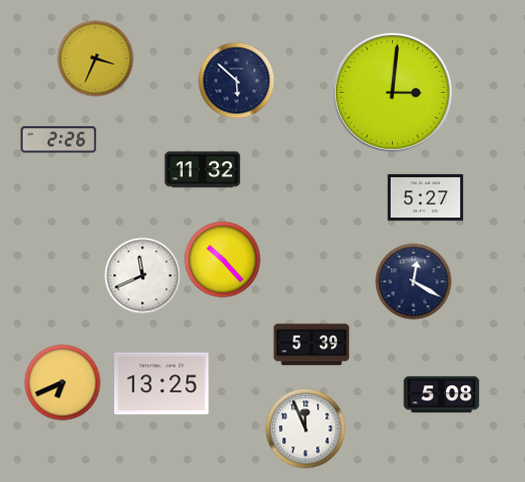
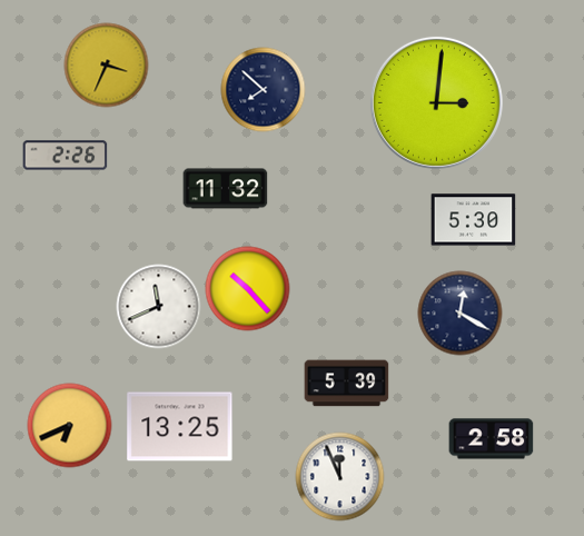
clock at (237, 81): 5:52 -> 7:52
clock at (426, 198): 5:27 -> 5:30
clock at (442, 395): 5:08 -> 2:58
